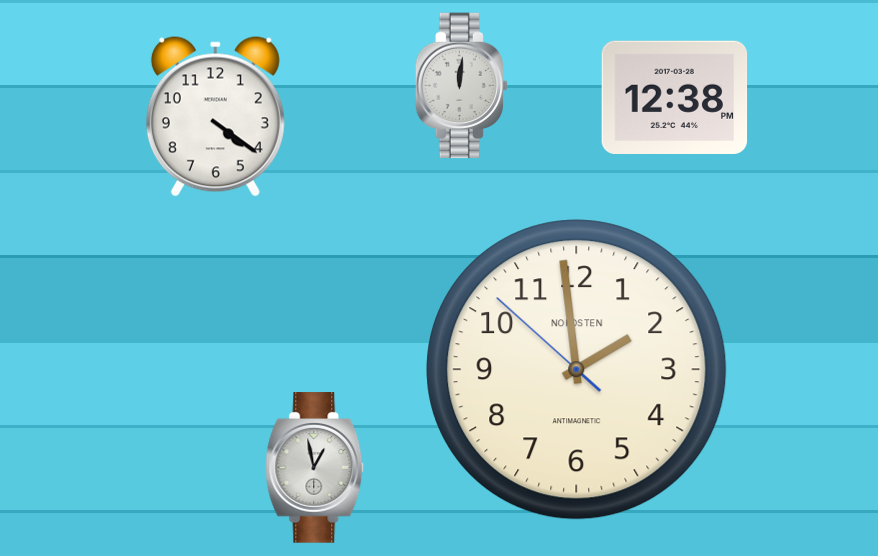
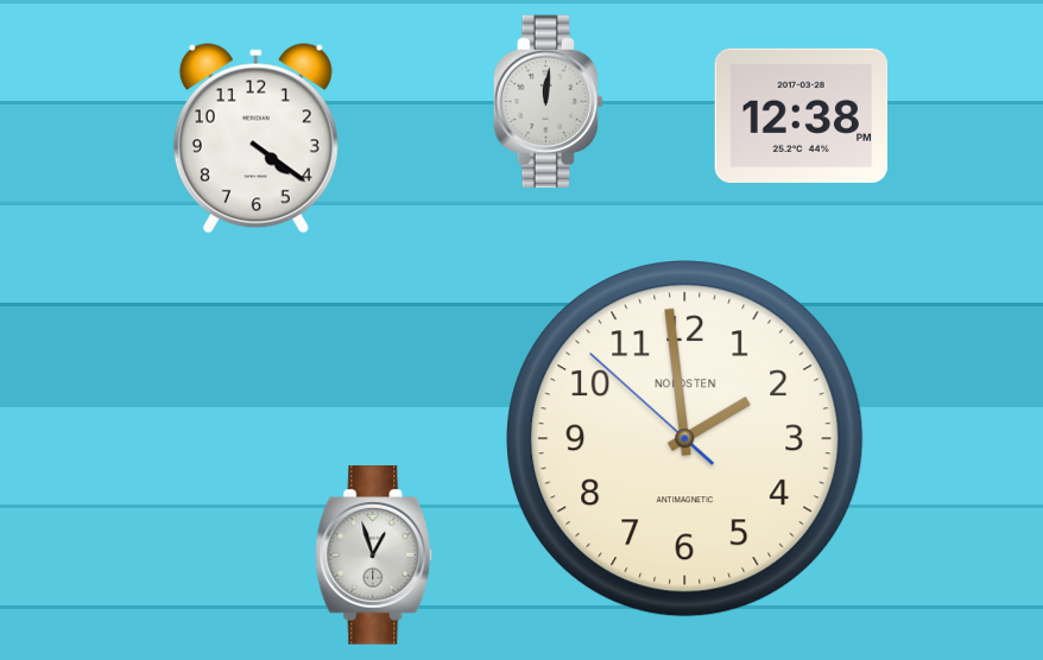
clock at (315, 468): 12:58 -> 12:57
